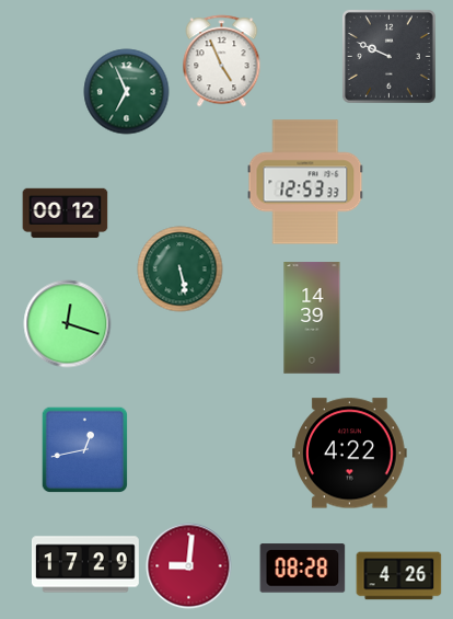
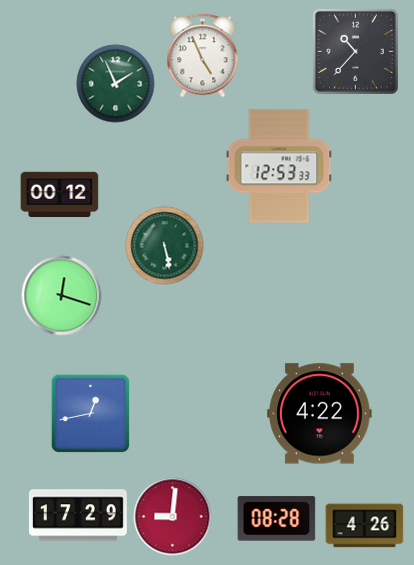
clock at (388, 56): 9:49 -> 10:37
clock at (126, 91): 6:56 -> 1:56
clock at (312, 318): 14:39 -> none
clock at (84, 449) position: (84, 449) -> (90, 413)
